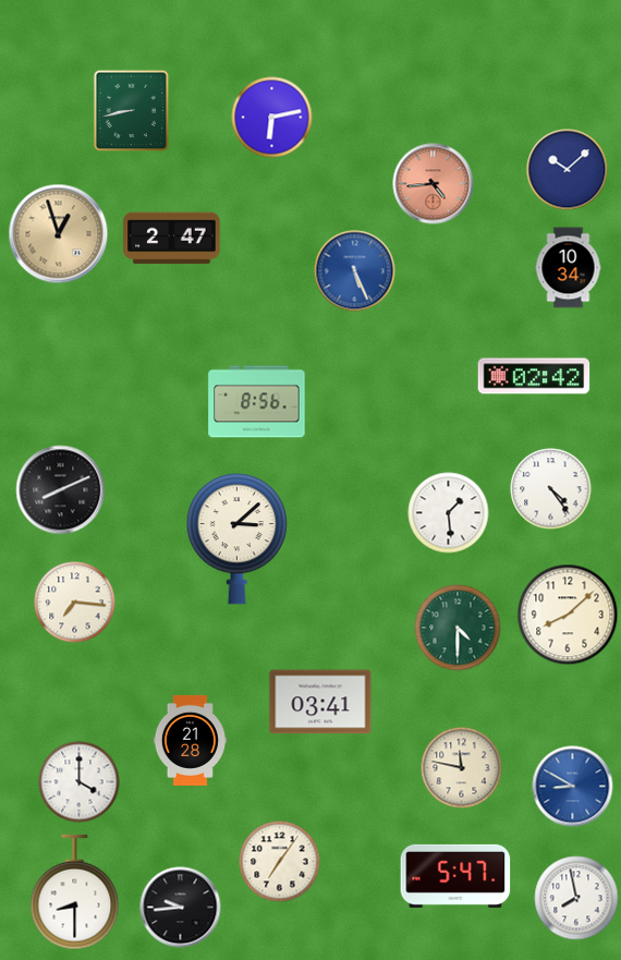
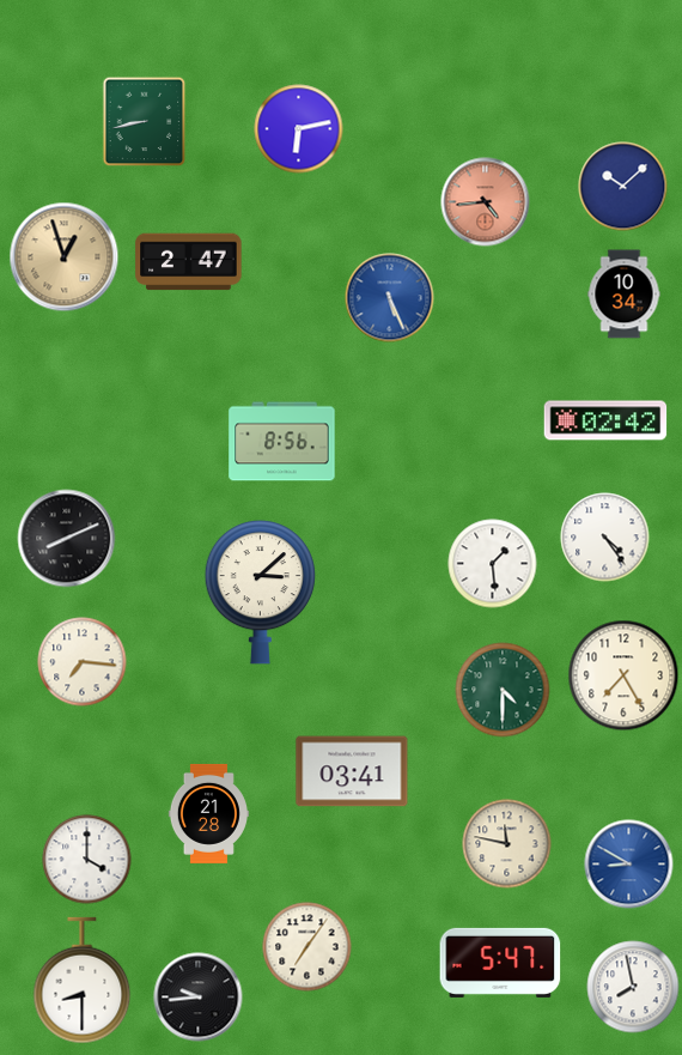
clock at (434, 184) position: (434, 184) -> (486, 202)
clock at (534, 376) position: (534, 376) -> (605, 420)
clock at (568, 615): 8:08 -> 7:25
